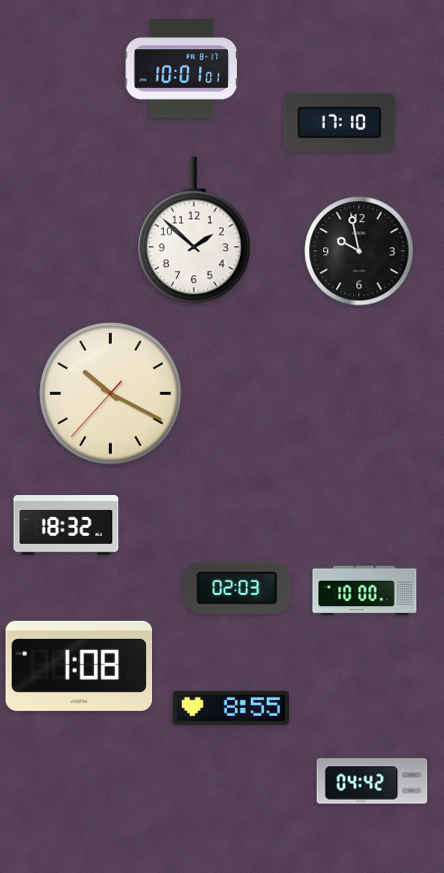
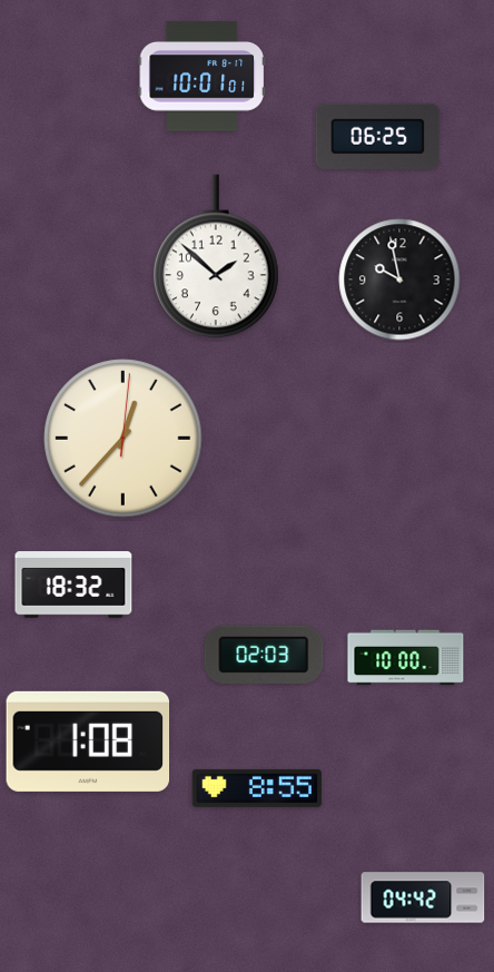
clock at (340, 122): 17:10 -> 06:25
clock at (111, 394): 10:19 -> 12:37
clock at (372, 781) position: (372, 781) -> (423, 897)
